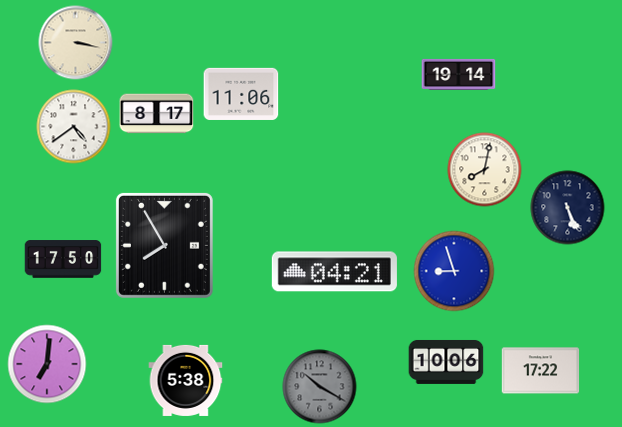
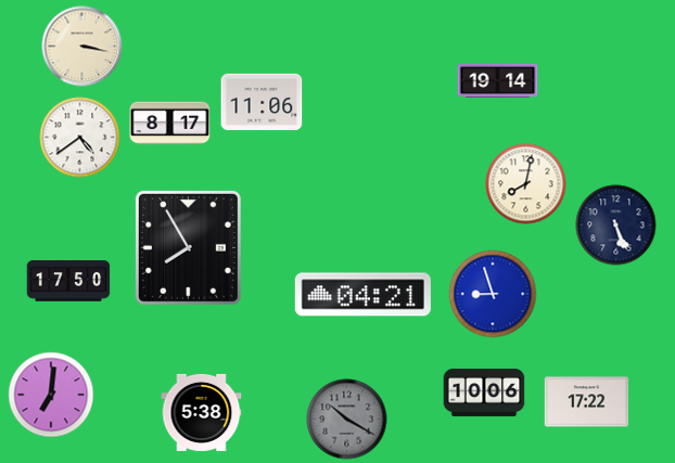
clock at (164, 245) position: (164, 245) -> (188, 247)
